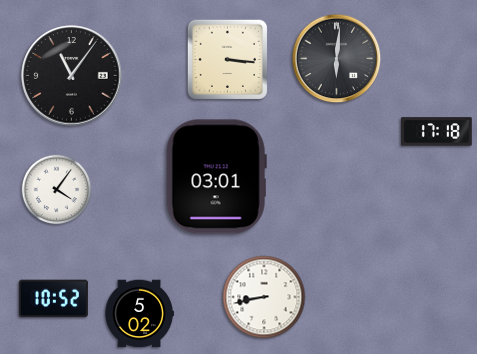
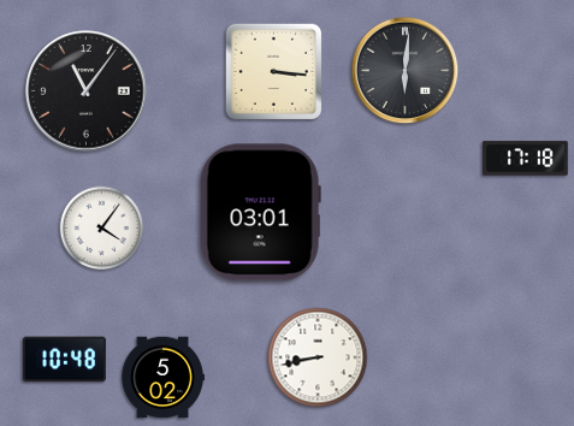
clock at (57, 190) position: (57, 190) -> (102, 229)
clock at (53, 299): 10:52 -> 10:48
clock at (139, 314) position: (139, 314) -> (162, 378)
